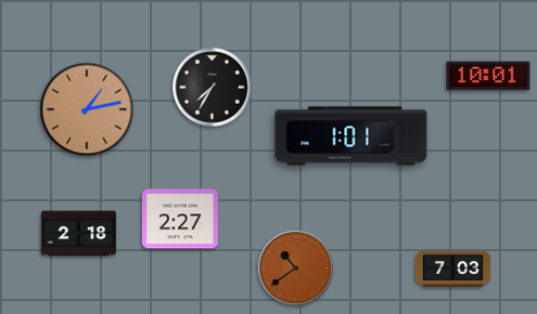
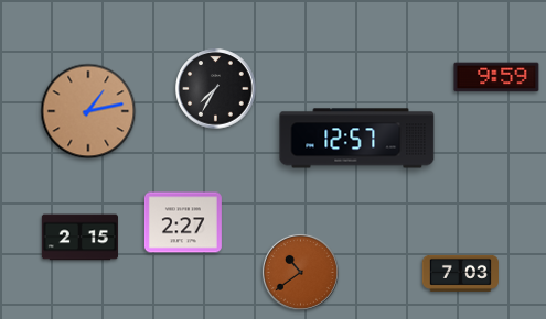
clock at (488, 76): 10:01 -> 9:59
clock at (351, 136): 1:01 -> 12:57
clock at (78, 234): 2:18 -> 2:15
